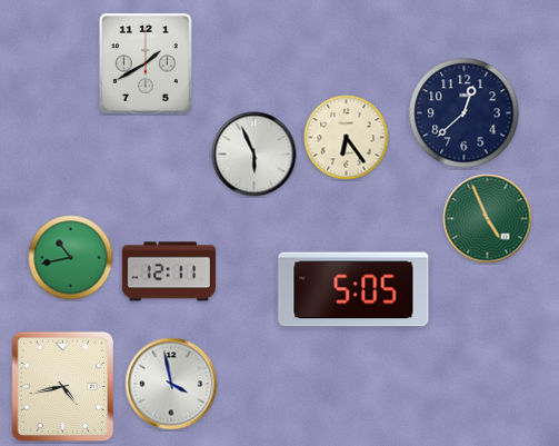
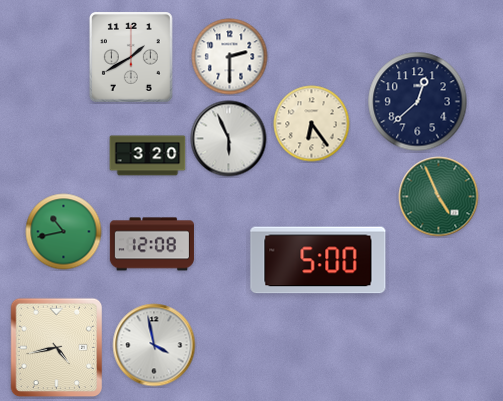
clock at (230, 57): none -> 2:30
clock at (148, 156): none -> 3:20
clock at (169, 271): 12:11 -> 12:08
clock at (353, 289): 5:05 -> 5:00
